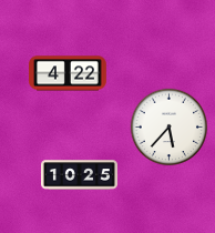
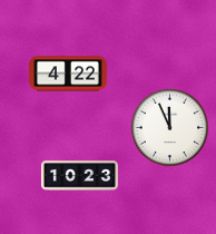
clock at (170, 128): 5:37 -> 11:56
clock at (79, 175): 10:25 -> 10:23
